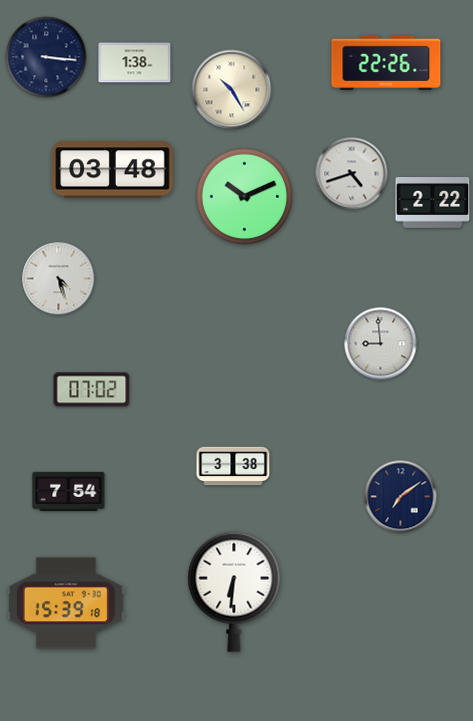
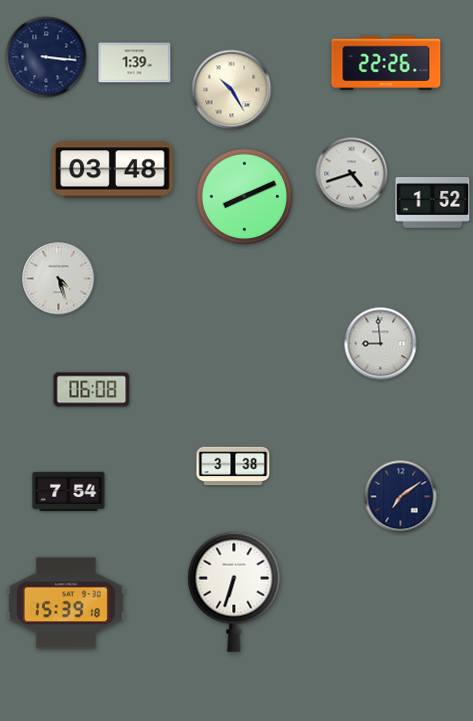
clock at (135, 63): 1:38 -> 1:39
clock at (245, 197): 10:11 -> 8:11
clock at (433, 203): 2:22 -> 1:52
clock at (92, 390): 07:02 -> 06:08
clock at (234, 592): 6:31 -> 6:33
